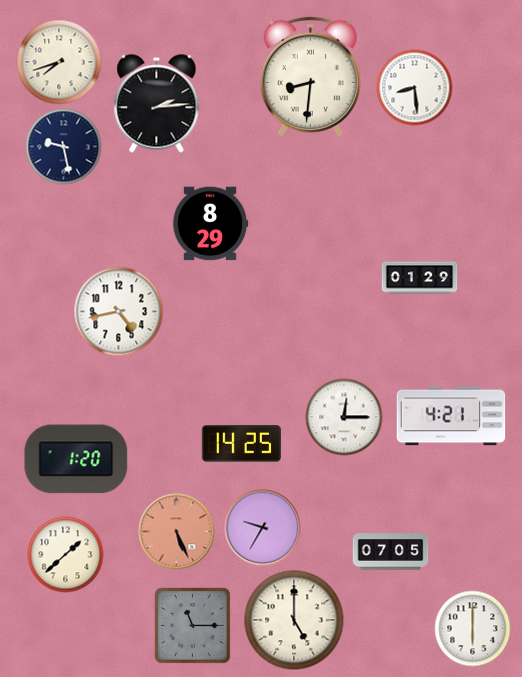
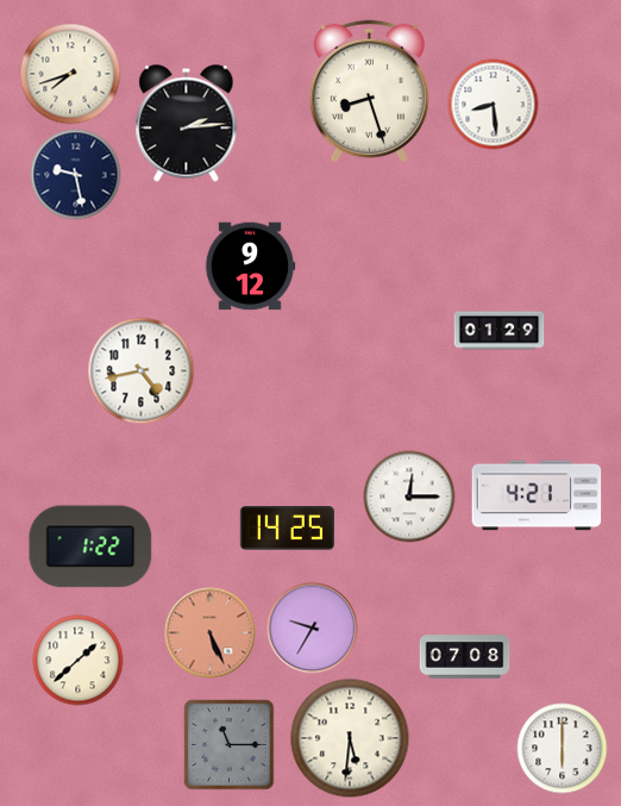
clock at (310, 76): 8:31 -> 8:27
clock at (210, 224): 8:29 -> 9:12
clock at (76, 459): 1:20 -> 1:22
clock at (391, 552): 07:05 -> 07:08
clock at (294, 620): 5:00 -> 5:31
